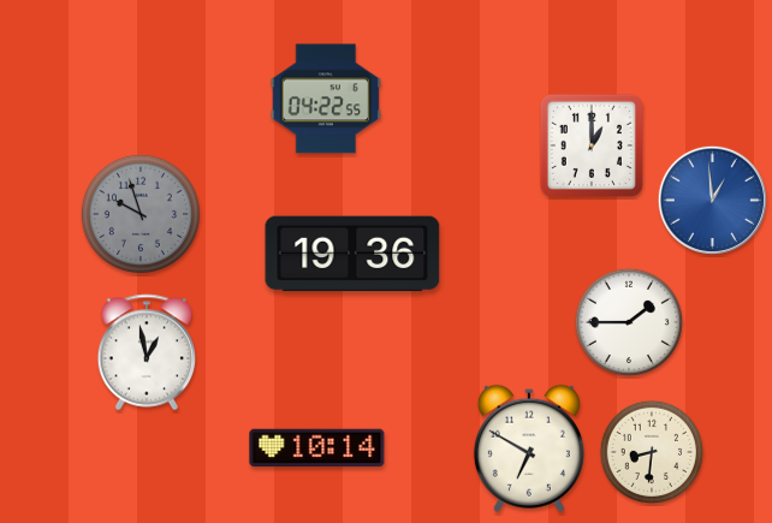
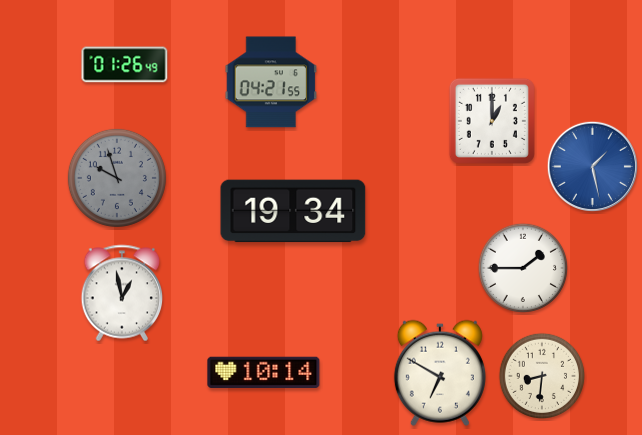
clock at (125, 65): none -> 01:26
clock at (326, 99): 04:22 -> 04:21
clock at (712, 200): 12:59 -> 1:28
clock at (352, 254): 19:36 -> 19:34
